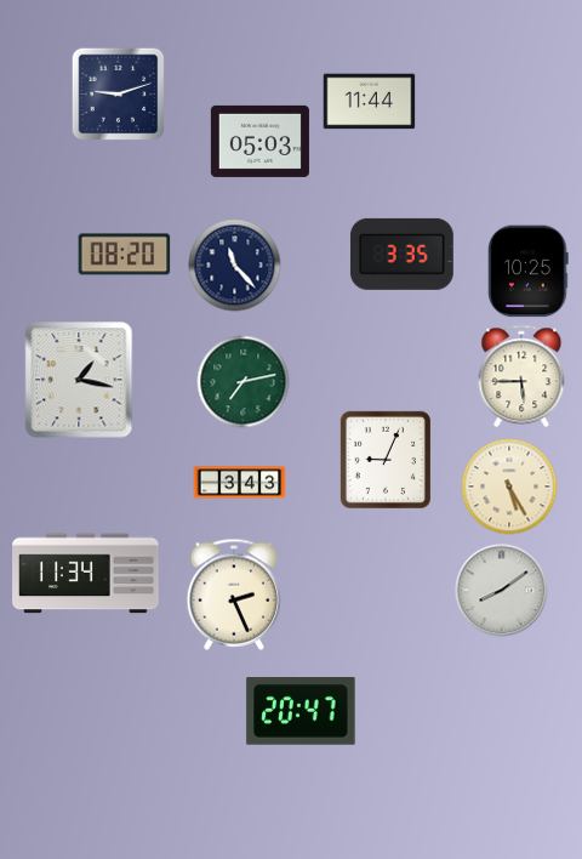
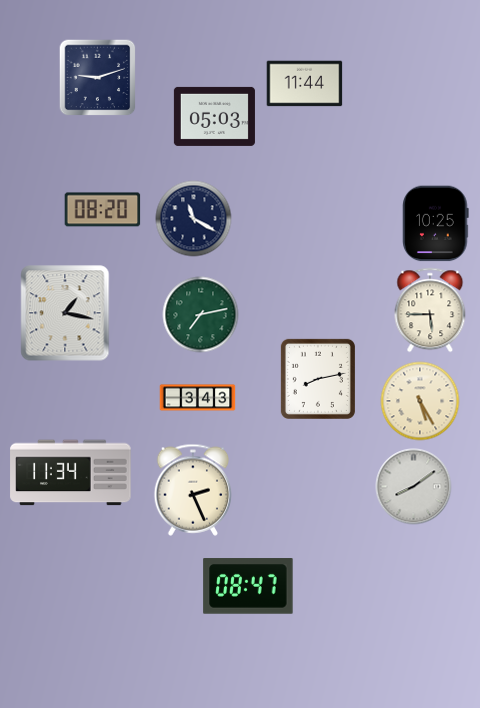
clock at (401, 254): 3:35 -> none
clock at (235, 266): 11:23 -> 11:20
clock at (386, 460): 9:04 -> 8:13
clock at (301, 711): 20:47 -> 08:47
